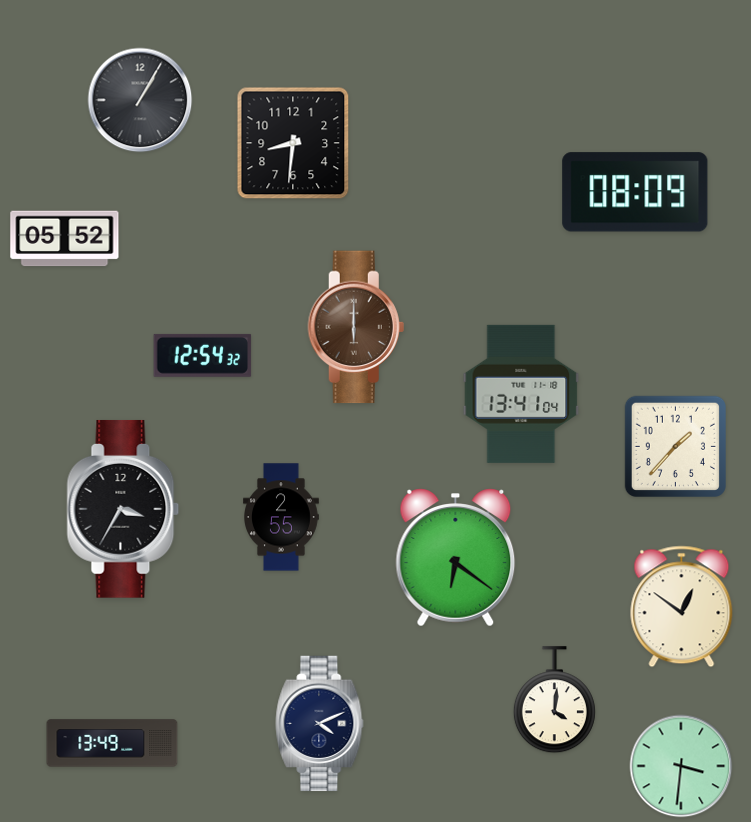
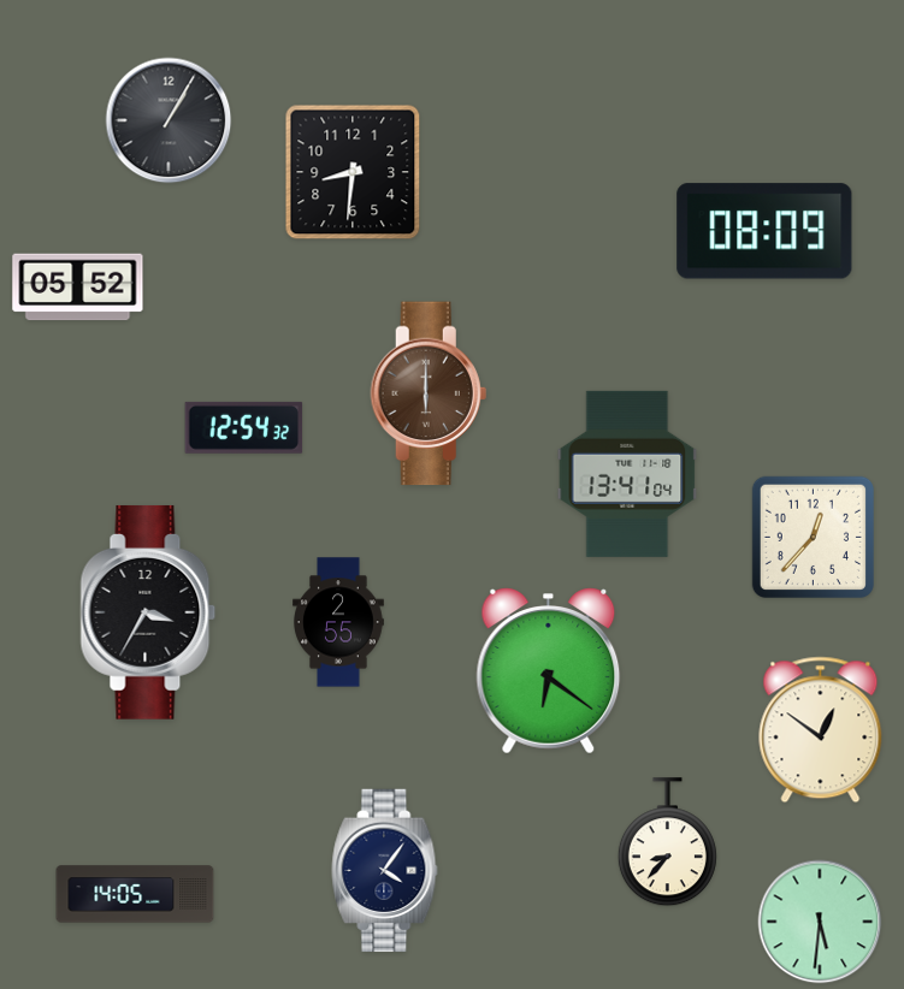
clock at (675, 446): 1:37 -> 12:37
clock at (554, 700): 4:01 -> 8:37
clock at (320, 724): 4:11 -> 4:06
clock at (112, 743): 13:49 -> 14:05
clock at (681, 766): 3:31 -> 5:31
